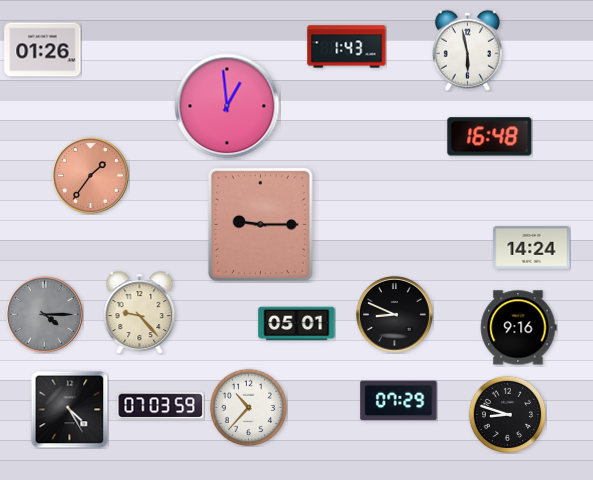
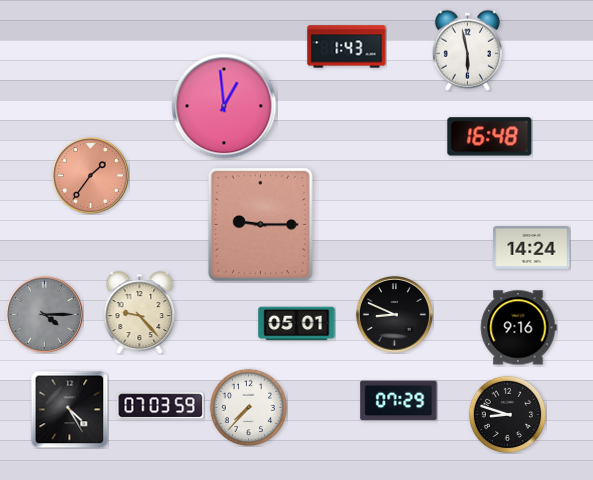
clock at (43, 50): 01:26 -> none
clock at (227, 106) position: (227, 106) -> (224, 106)
clock at (248, 407): 10:37 -> 7:37
